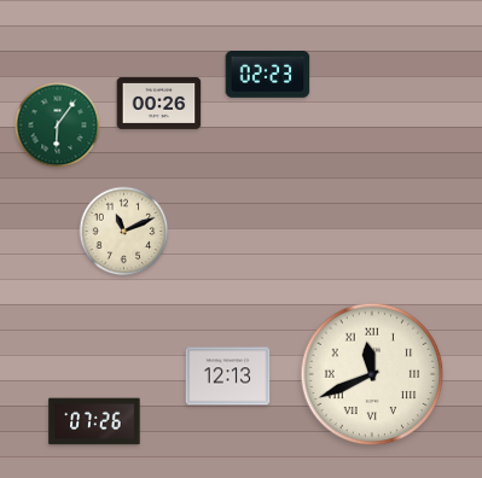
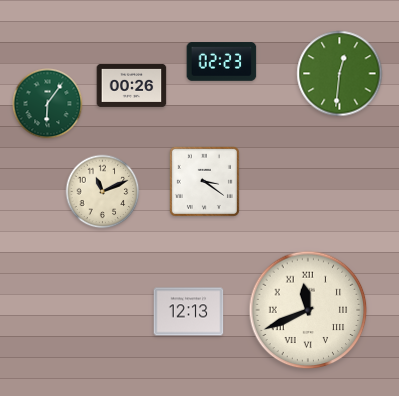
clock at (340, 74): none -> 12:31
clock at (204, 181): none -> 3:21
clock at (94, 421): 07:26 -> none
